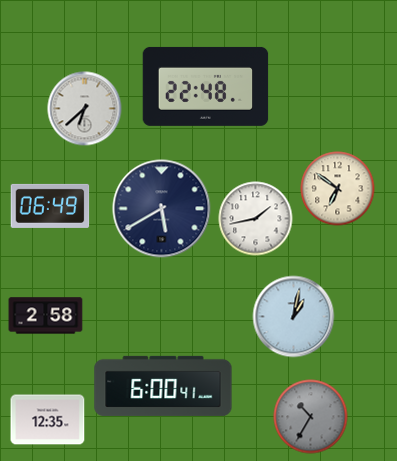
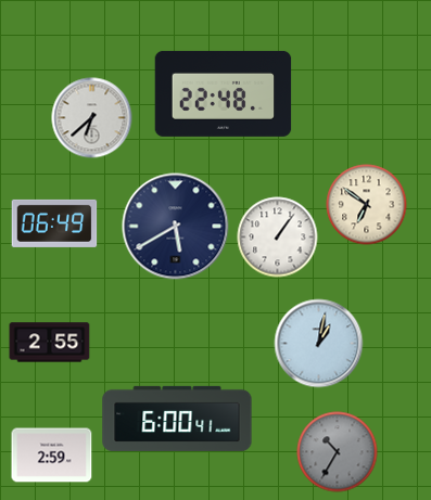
clock at (256, 219): 1:43 -> 1:06
clock at (46, 316): 2:58 -> 2:55
clock at (48, 420): 12:35 -> 2:59
